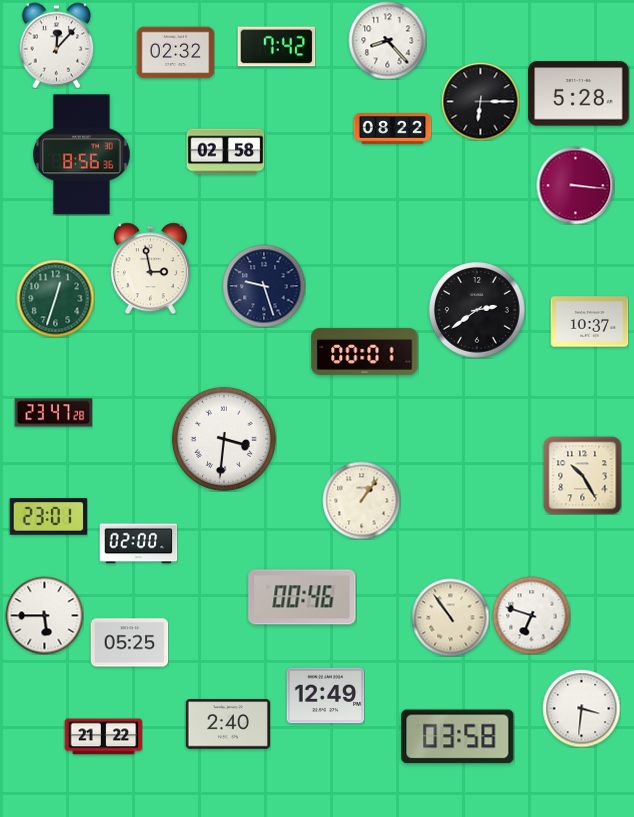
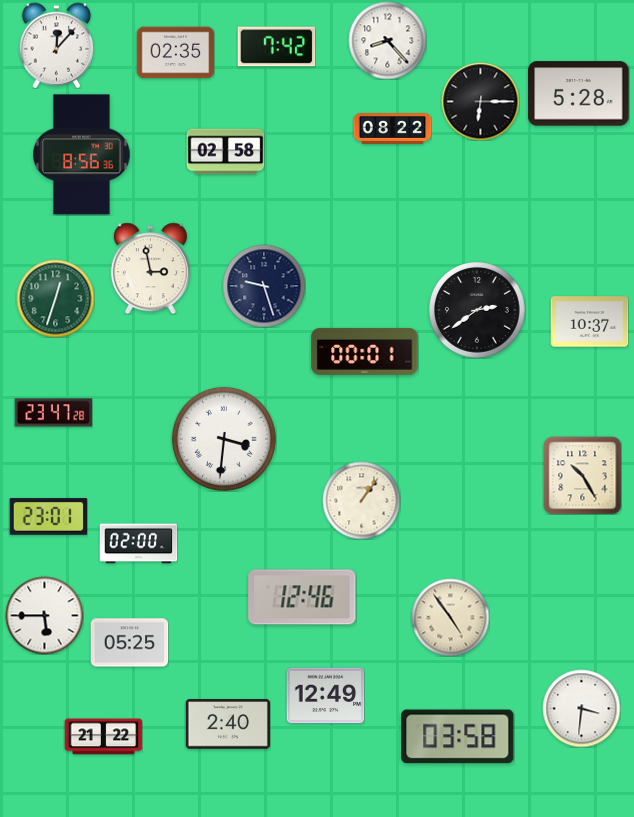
clock at (175, 53): 02:32 -> 02:35
clock at (575, 185): 3:16 -> none
clock at (302, 597): 00:46 -> 12:46
clock at (531, 615): 6:48 -> none
clock at (450, 617): 10:54 -> 4:54
